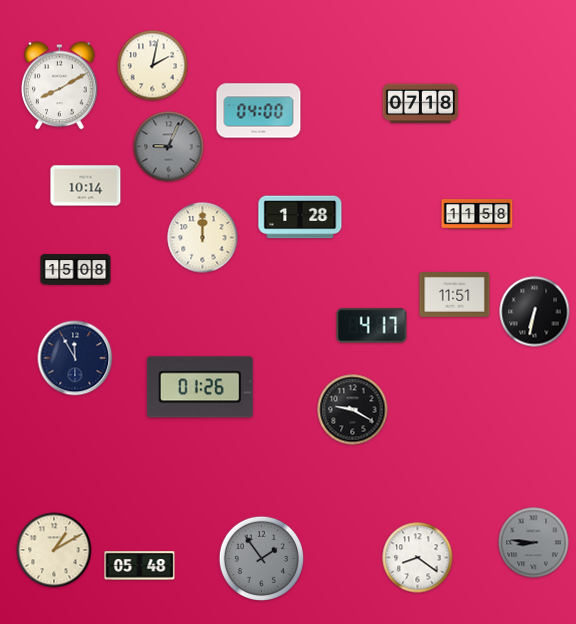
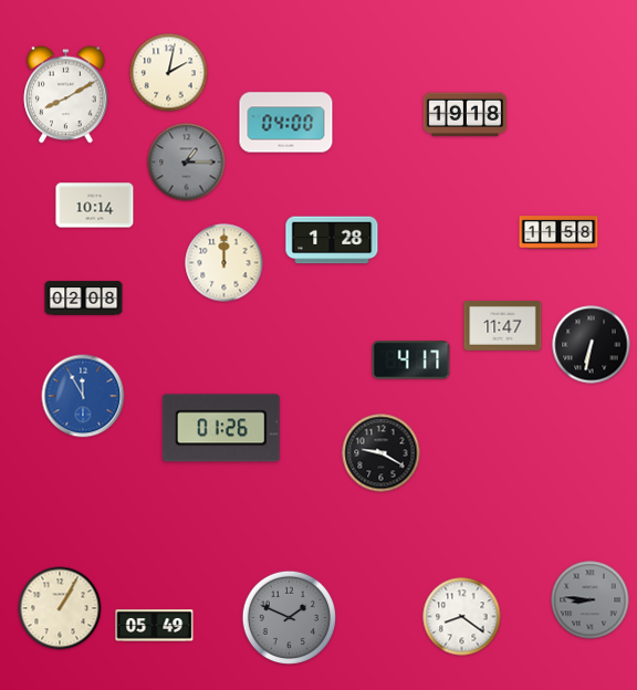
clock at (421, 104): 07:18 -> 19:18
clock at (169, 147): 9:04 -> 1:15
clock at (477, 214) position: (477, 214) -> (558, 232)
clock at (76, 270): 15:08 -> 02:08
clock at (455, 295): 11:51 -> 11:47
clock at (75, 358) dial: navy -> blue
clock at (353, 410) position: (353, 410) -> (382, 453)
clock at (54, 550): 1:10 -> 1:05
clock at (261, 558): 1:54 -> 1:49
clock at (140, 566): 05:48 -> 05:49
